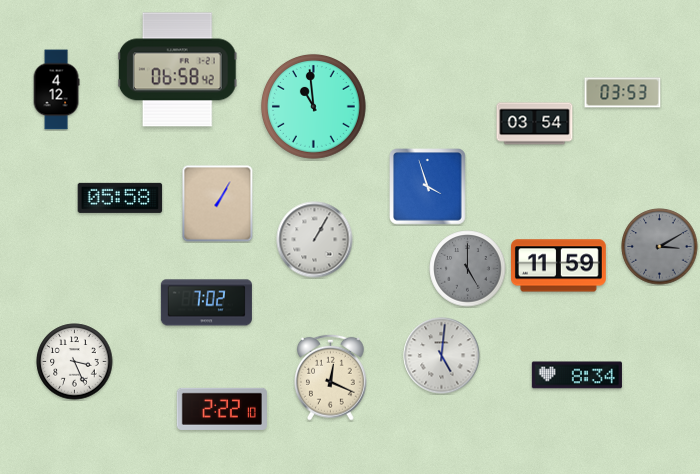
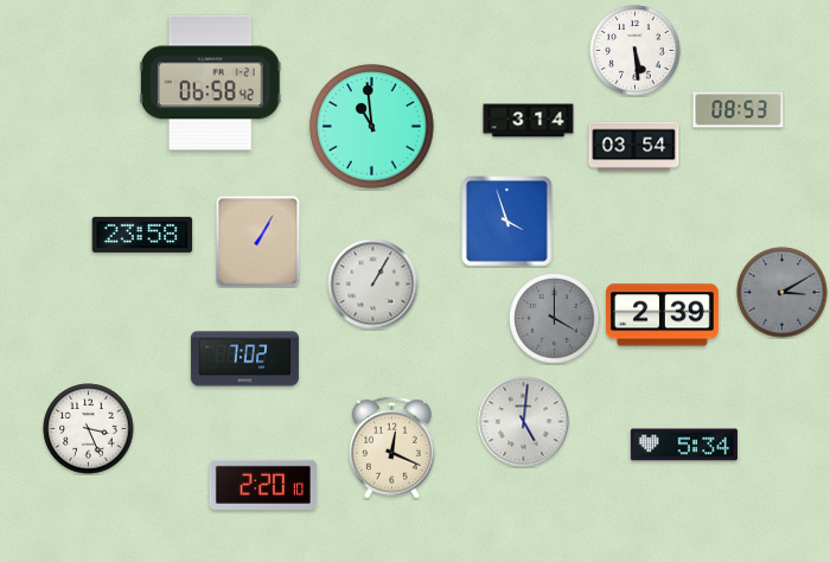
clock at (636, 51): none -> 5:29
clock at (56, 90): 4:12 -> none
clock at (623, 93): 03:53 -> 08:53
clock at (529, 121): none -> 3:14
clock at (120, 198): 05:58 -> 23:58
clock at (559, 266): 11:59 -> 2:39
clock at (468, 269): 5:00 -> 4:00
clock at (577, 375): 8:34 -> 5:34
clock at (222, 409): 2:22 -> 2:20
